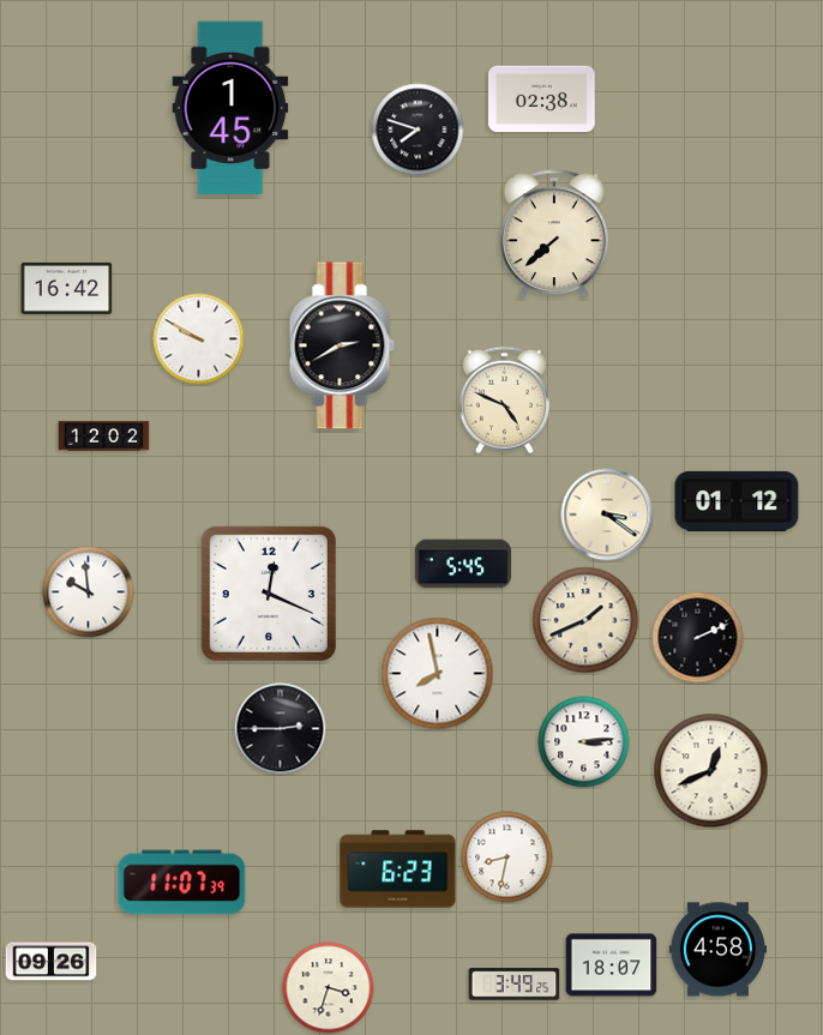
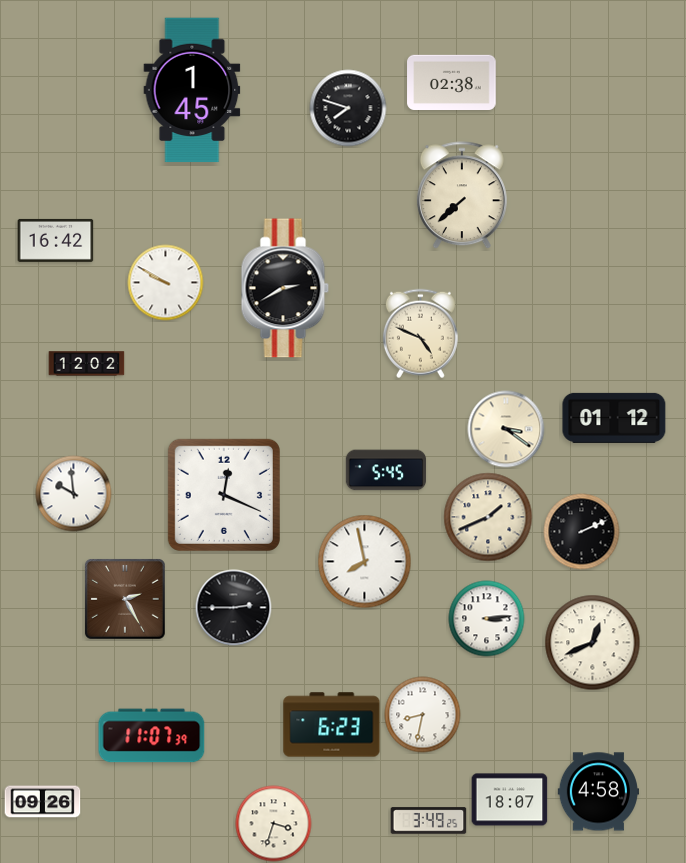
clock at (125, 599): none -> 2:25
clock at (612, 965) position: (612, 965) -> (510, 800)
